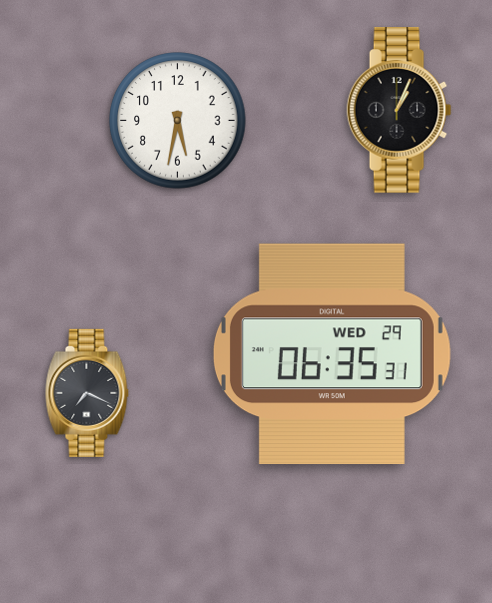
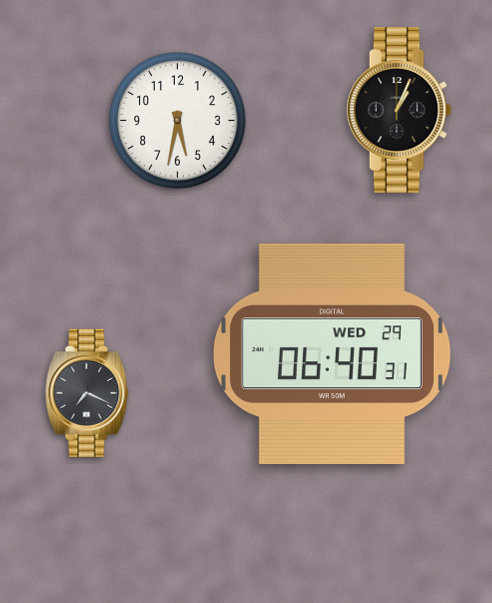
clock at (332, 354): 06:35 -> 06:40
